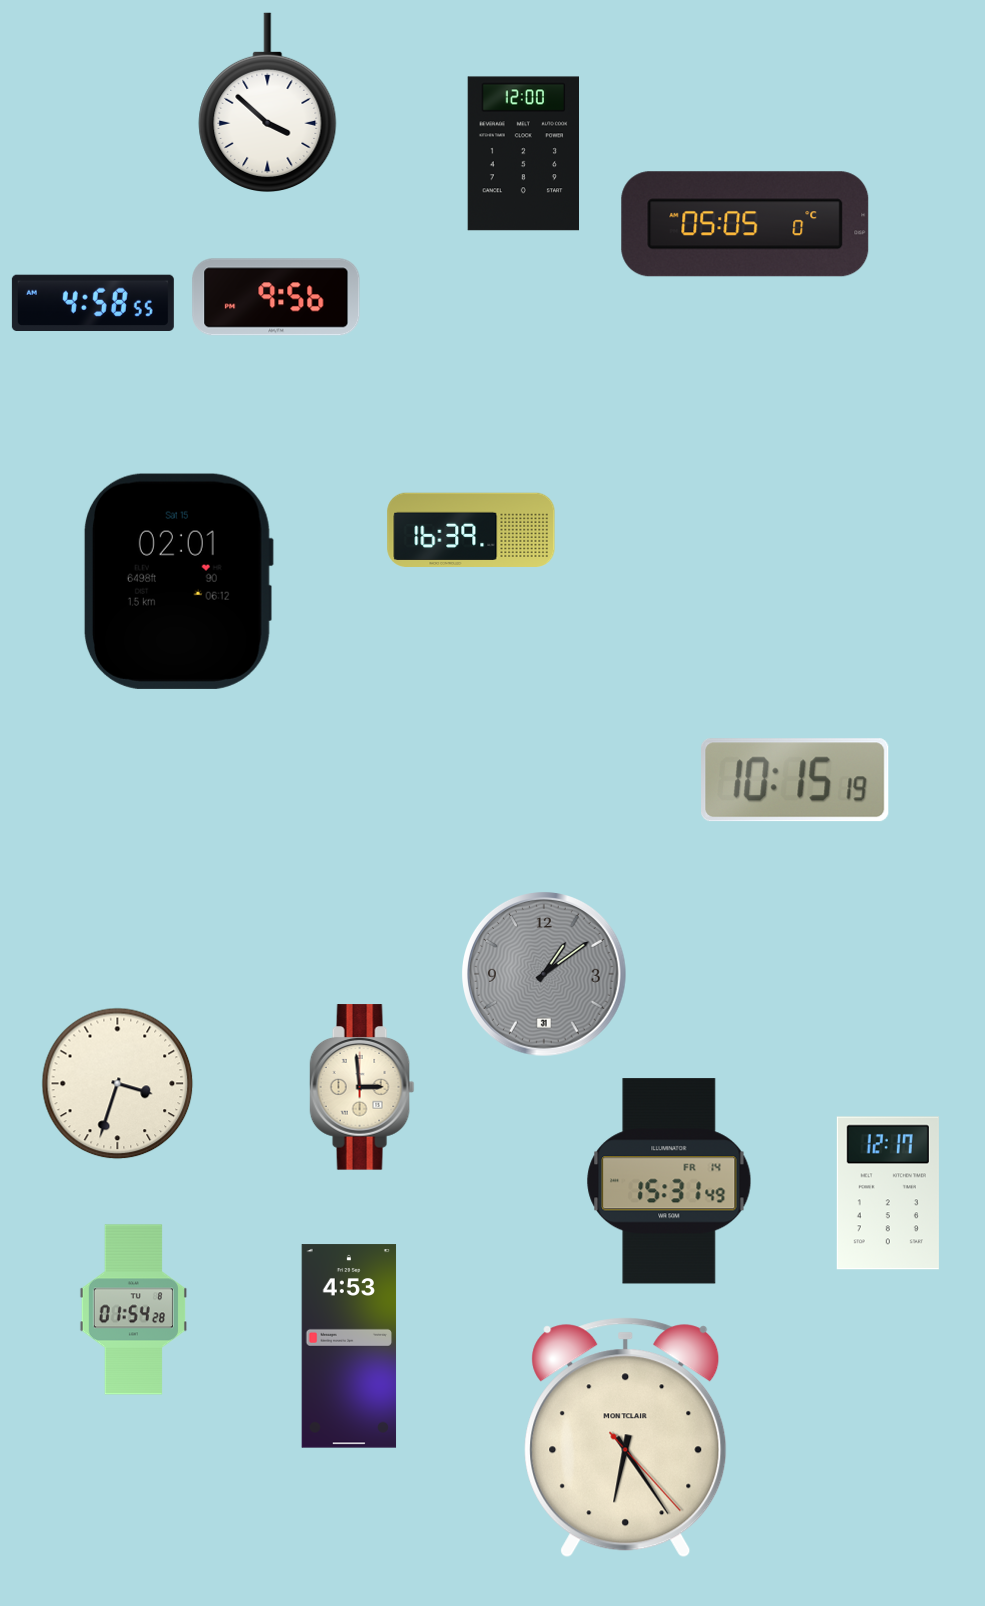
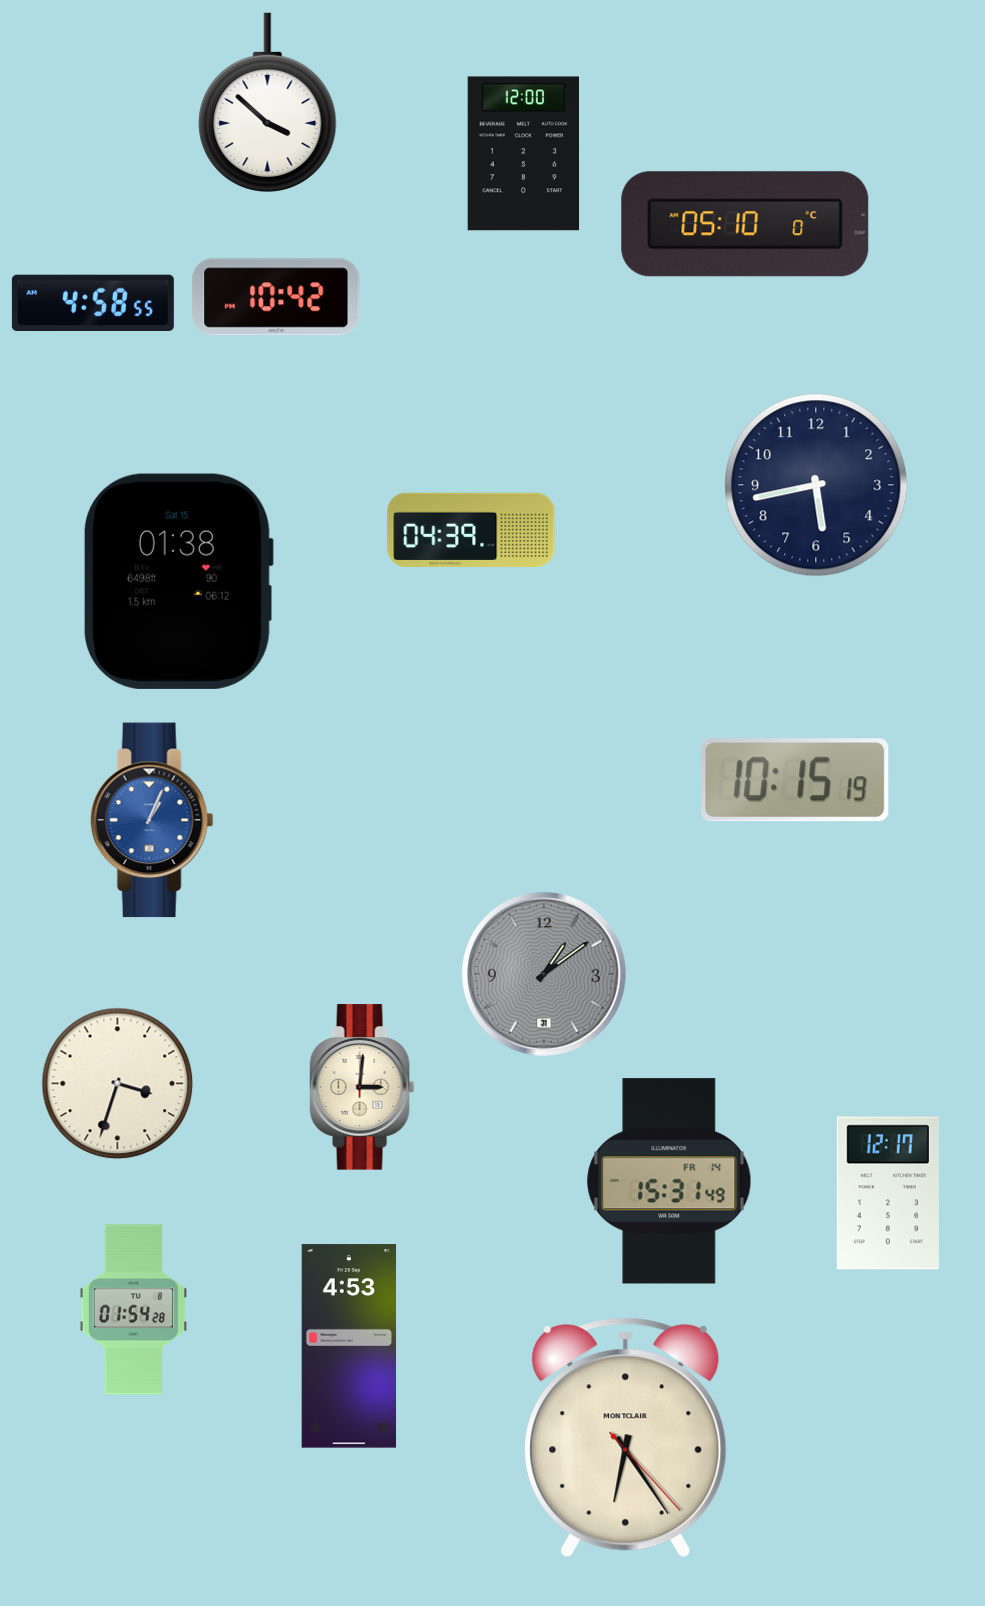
clock at (745, 224): 05:05 -> 05:10
clock at (276, 297): 9:56 -> 10:42
clock at (816, 485): none -> 5:43
clock at (471, 530): 16:39 -> 04:39
clock at (178, 581): 02:01 -> 01:38
clock at (152, 820): none -> 1:04
clock at (362, 1087): 2:59 -> 3:01
